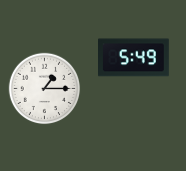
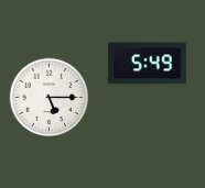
clock at (45, 89): 1:15 -> 5:15
